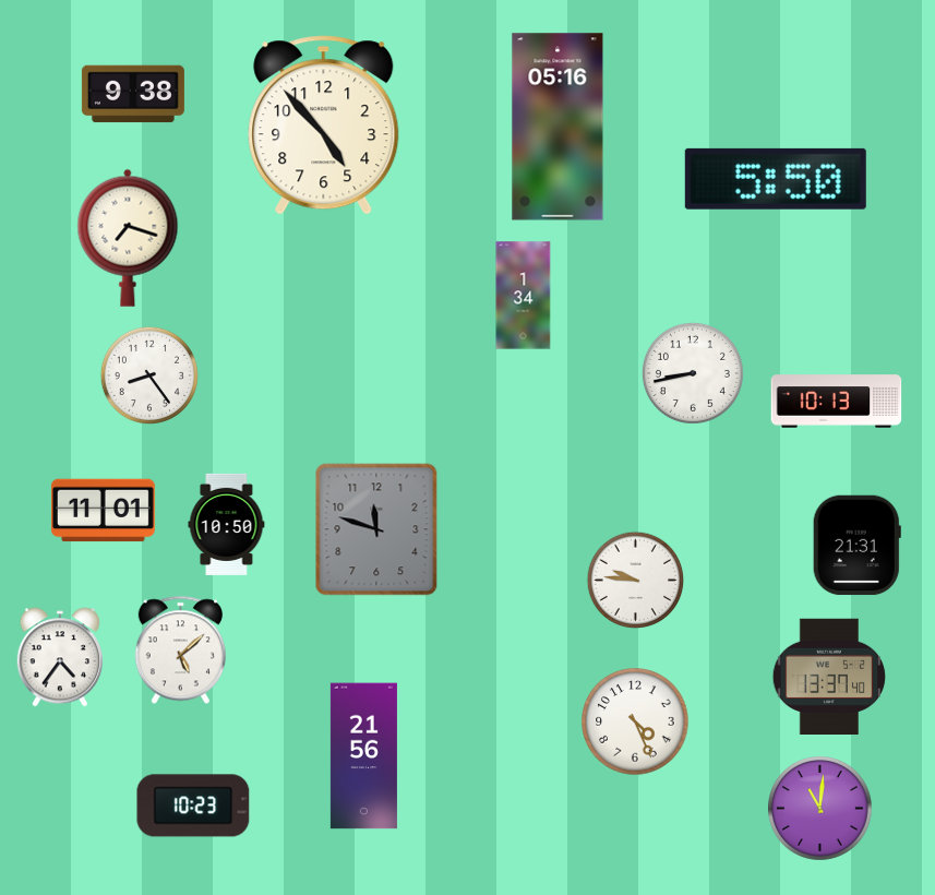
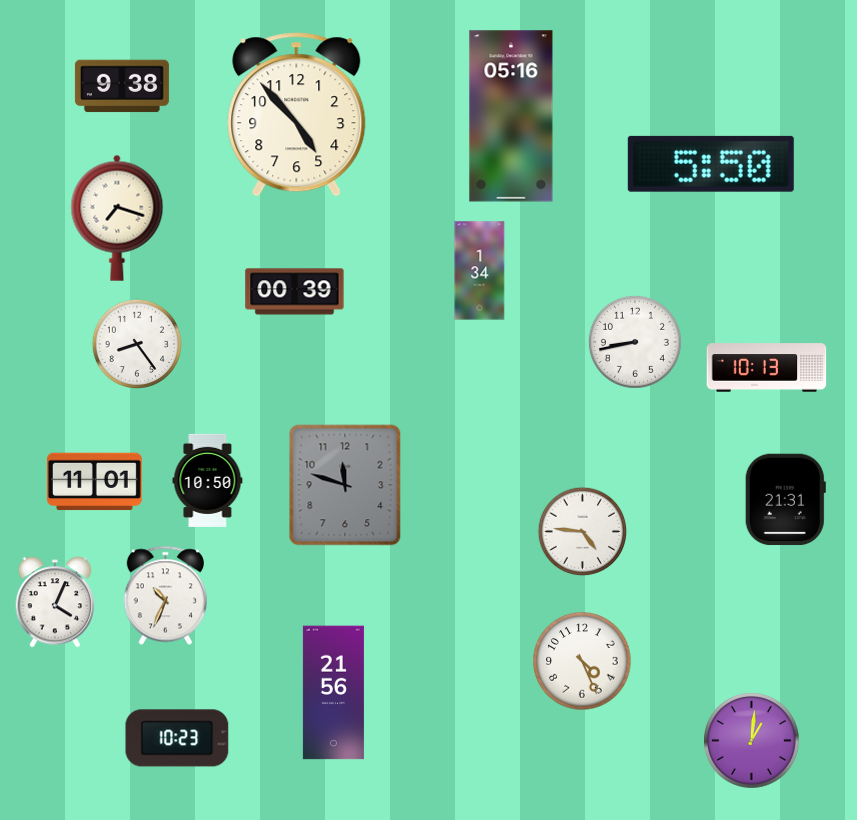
clock at (295, 292): none -> 00:39
clock at (103, 511) position: (103, 511) -> (94, 482)
clock at (636, 581): 9:46 -> 4:46
clock at (180, 651): 5:08 -> 10:34
clock at (60, 657): 4:36 -> 4:04
clock at (828, 677): 13:37 -> none
clock at (820, 809): 11:01 -> 1:01
